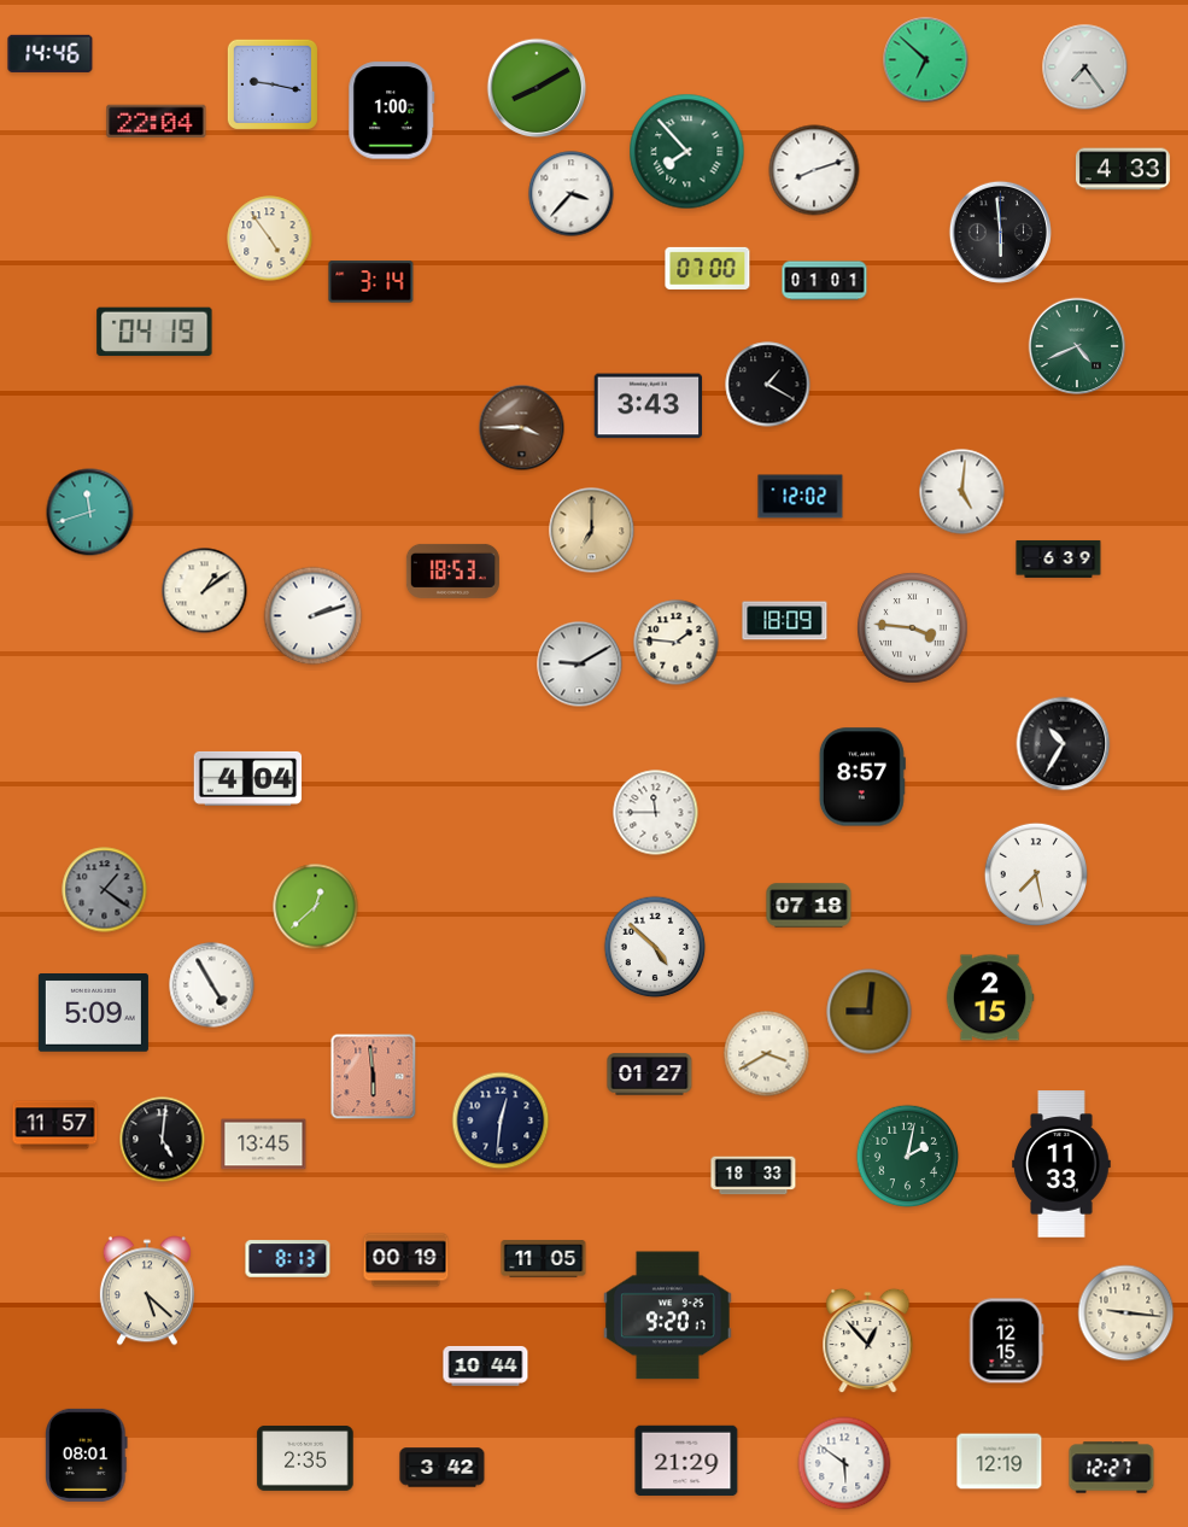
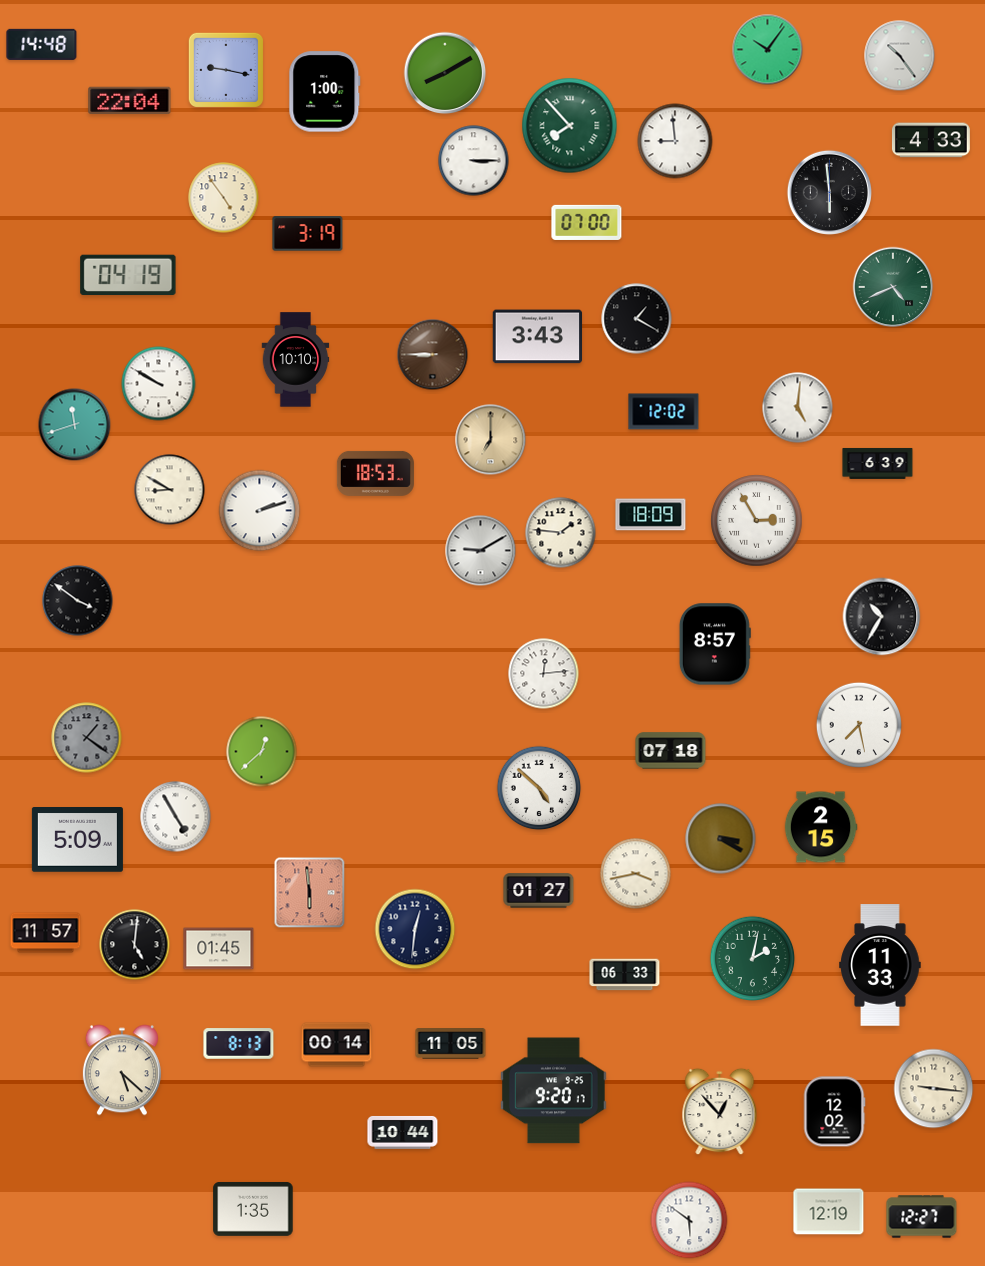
clock at (51, 53): 14:46 -> 14:48
clock at (926, 60): 6:52 -> 10:06
clock at (1085, 68): 7:24 -> 10:24
clock at (814, 170): 8:12 -> 8:59
clock at (572, 194): 3:37 -> 3:15
clock at (825, 281): 01:01 -> none
clock at (371, 282): 3:14 -> 3:19
clock at (522, 428): 3:45 -> 8:45
clock at (296, 360): none -> 10:10
clock at (159, 384): none -> 9:50
clock at (205, 591): 1:09 -> 8:50
clock at (913, 628): 3:46 -> 2:55
clock at (78, 601): none -> 3:51
clock at (248, 778): 4:04 -> none
clock at (656, 813): 11:45 -> 12:14
clock at (655, 947) position: (655, 947) -> (539, 788)
clock at (870, 1012): 9:01 -> 3:20
clock at (767, 1054): 3:40 -> 3:43
clock at (264, 1145): 13:45 -> 01:45
clock at (754, 1176): 18:33 -> 06:33
clock at (406, 1260): 00:19 -> 00:14
clock at (1006, 1341): 12:15 -> 12:02
clock at (87, 1455): 08:01 -> none
clock at (305, 1458): 2:35 -> 1:35
clock at (686, 1461): 21:29 -> none
clock at (844, 1463) position: (844, 1463) -> (689, 1220)
clock at (443, 1468): 3:42 -> none
